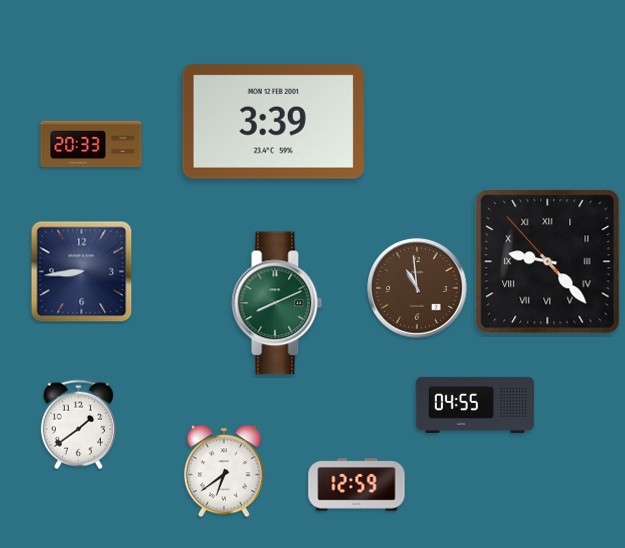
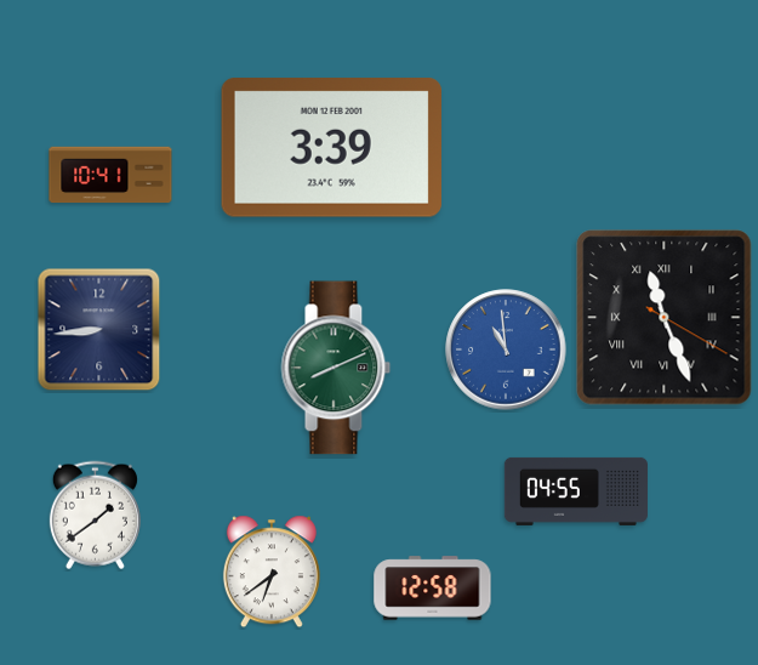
clock at (91, 144): 20:33 -> 10:41
clock at (548, 262): 9:22 -> 11:26
clock at (417, 288) dial: brown -> blue
clock at (357, 485): 12:59 -> 12:58
